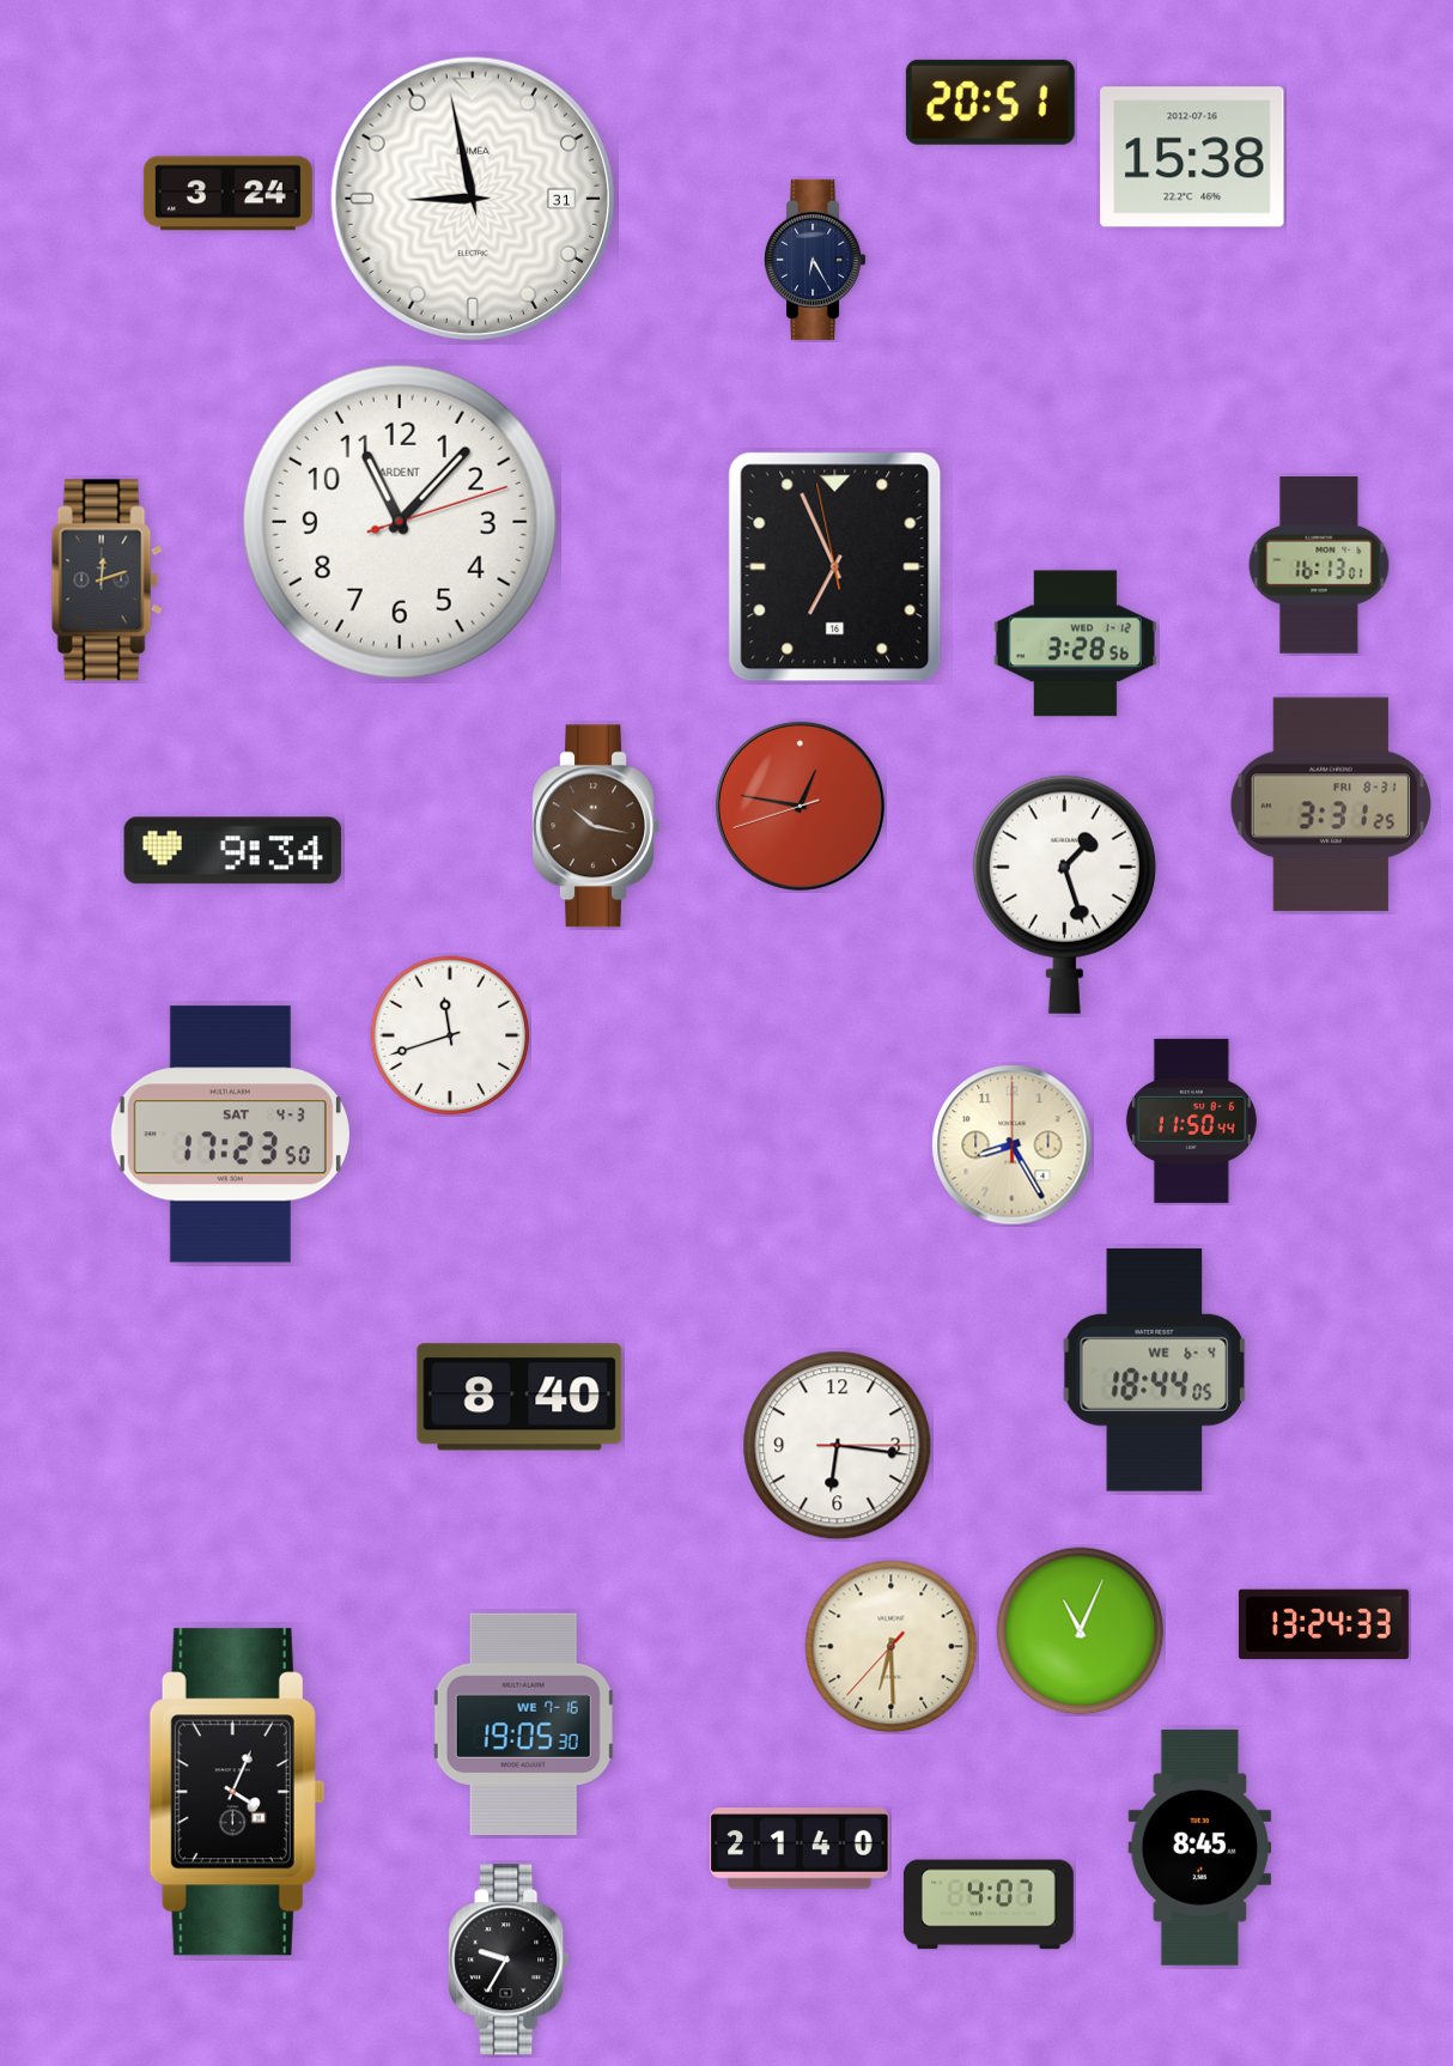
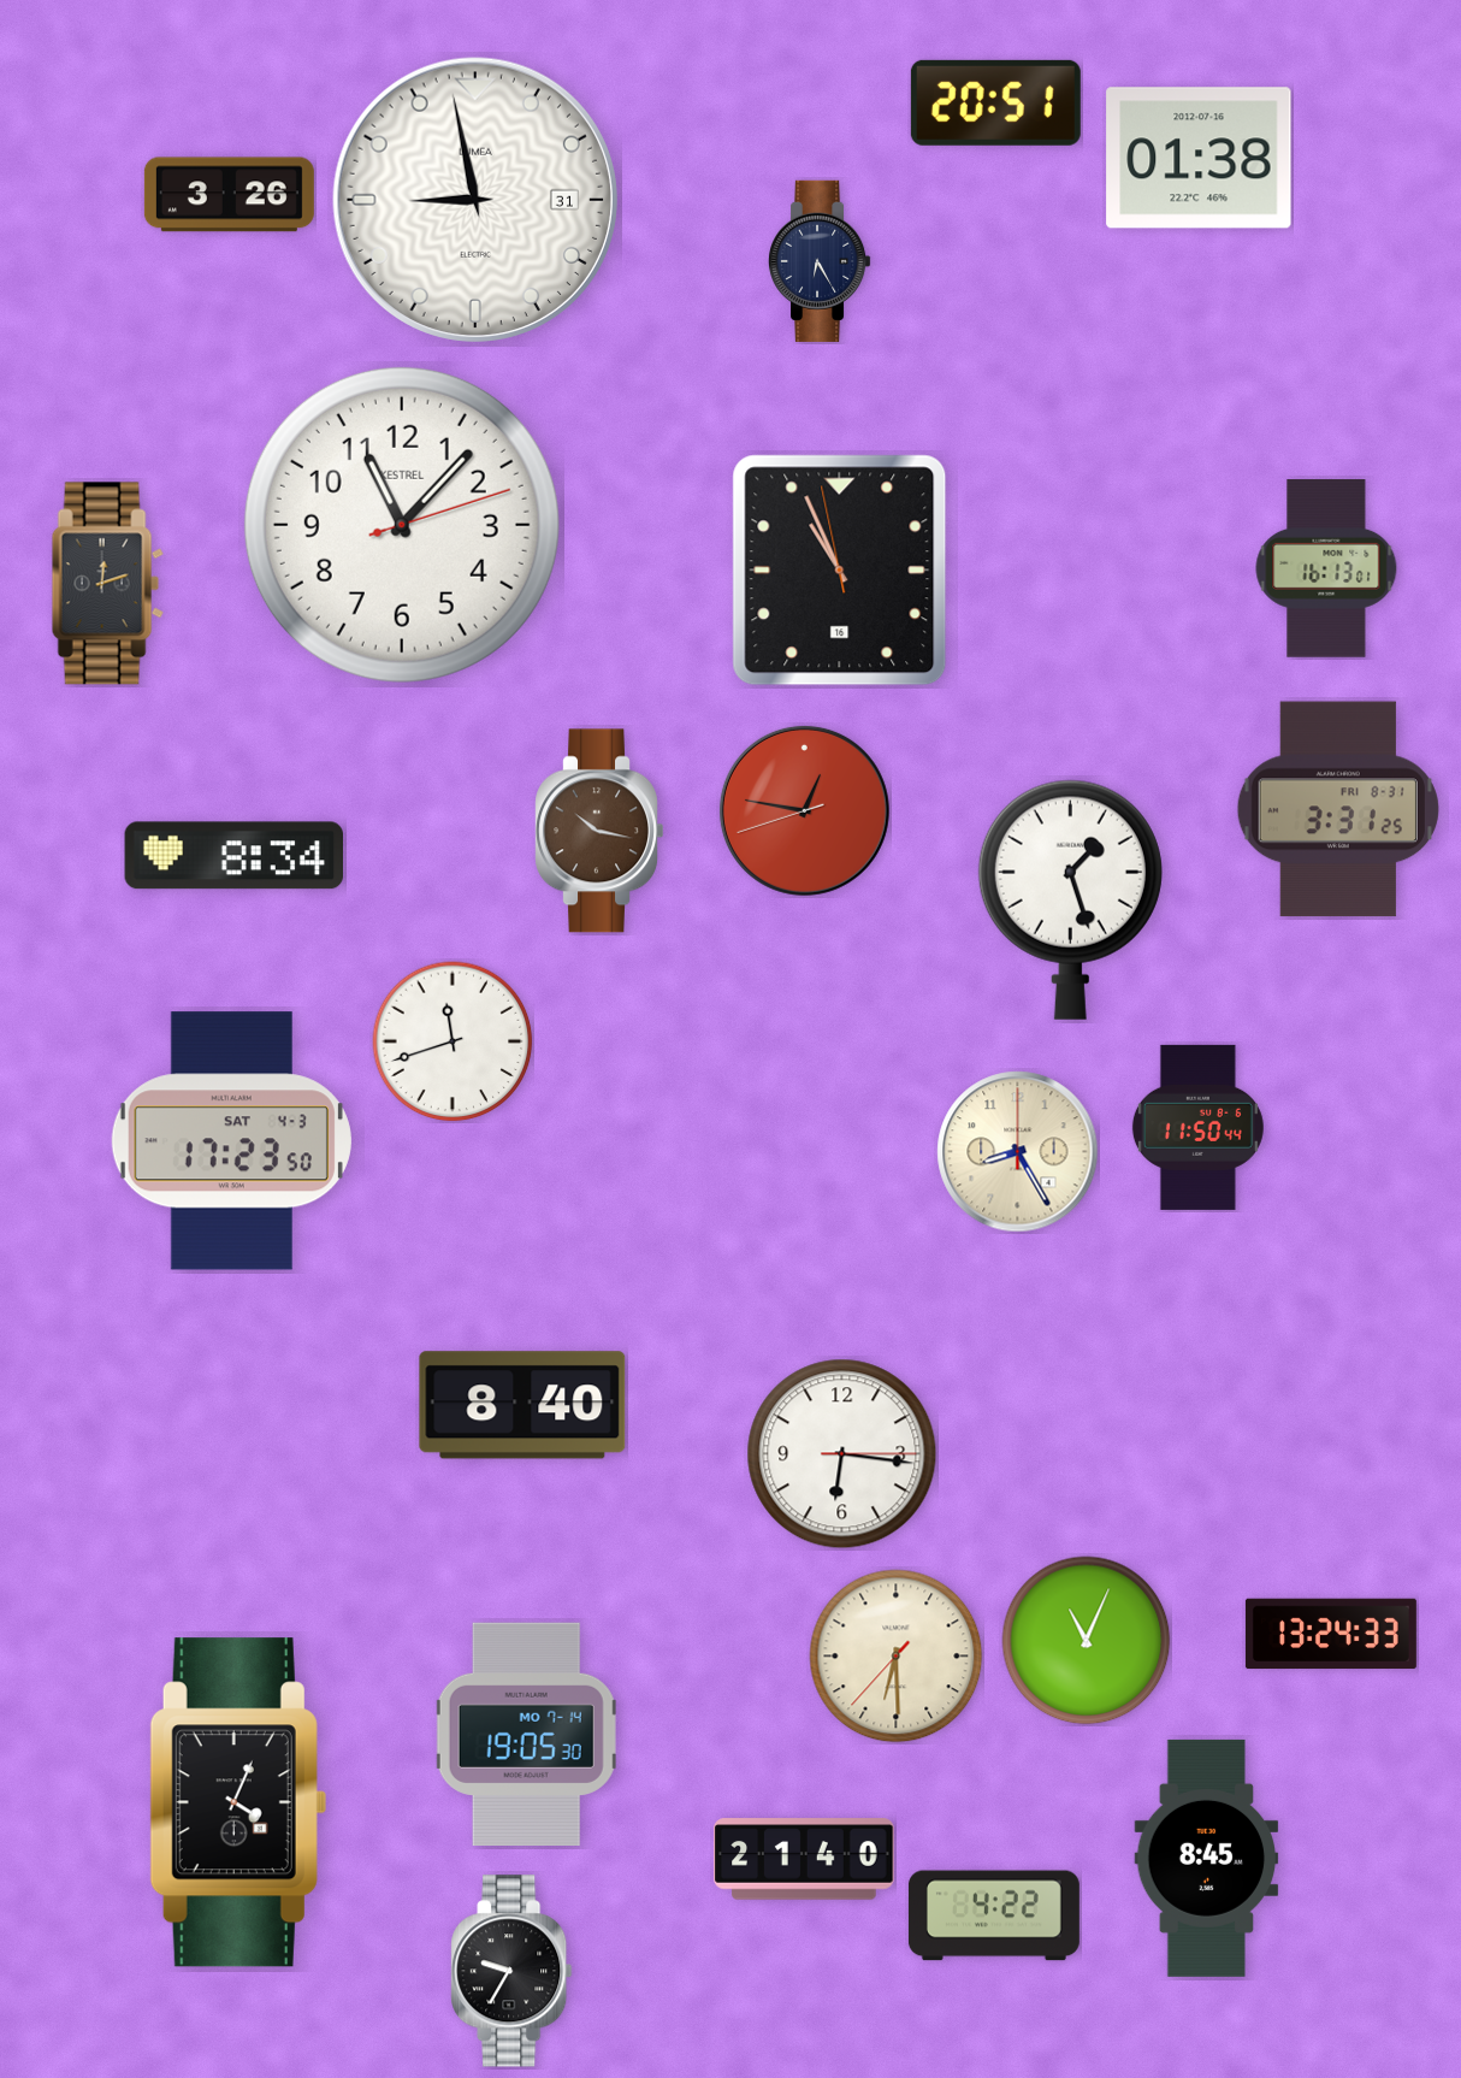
clock at (1192, 157): 15:38 -> 01:38
clock at (227, 194): 3:24 -> 3:26
clock at (400, 522) brand: ARDENT -> KESTREL
clock at (835, 567): 6:55 -> 10:55
clock at (1075, 644): 3:28 -> none
clock at (232, 851): 9:34 -> 8:34
clock at (1155, 1369): 18:44 -> none
clock at (523, 1724) date: WE 7-16 -> MO 7-14
clock at (989, 1904): 4:07 -> 4:22
